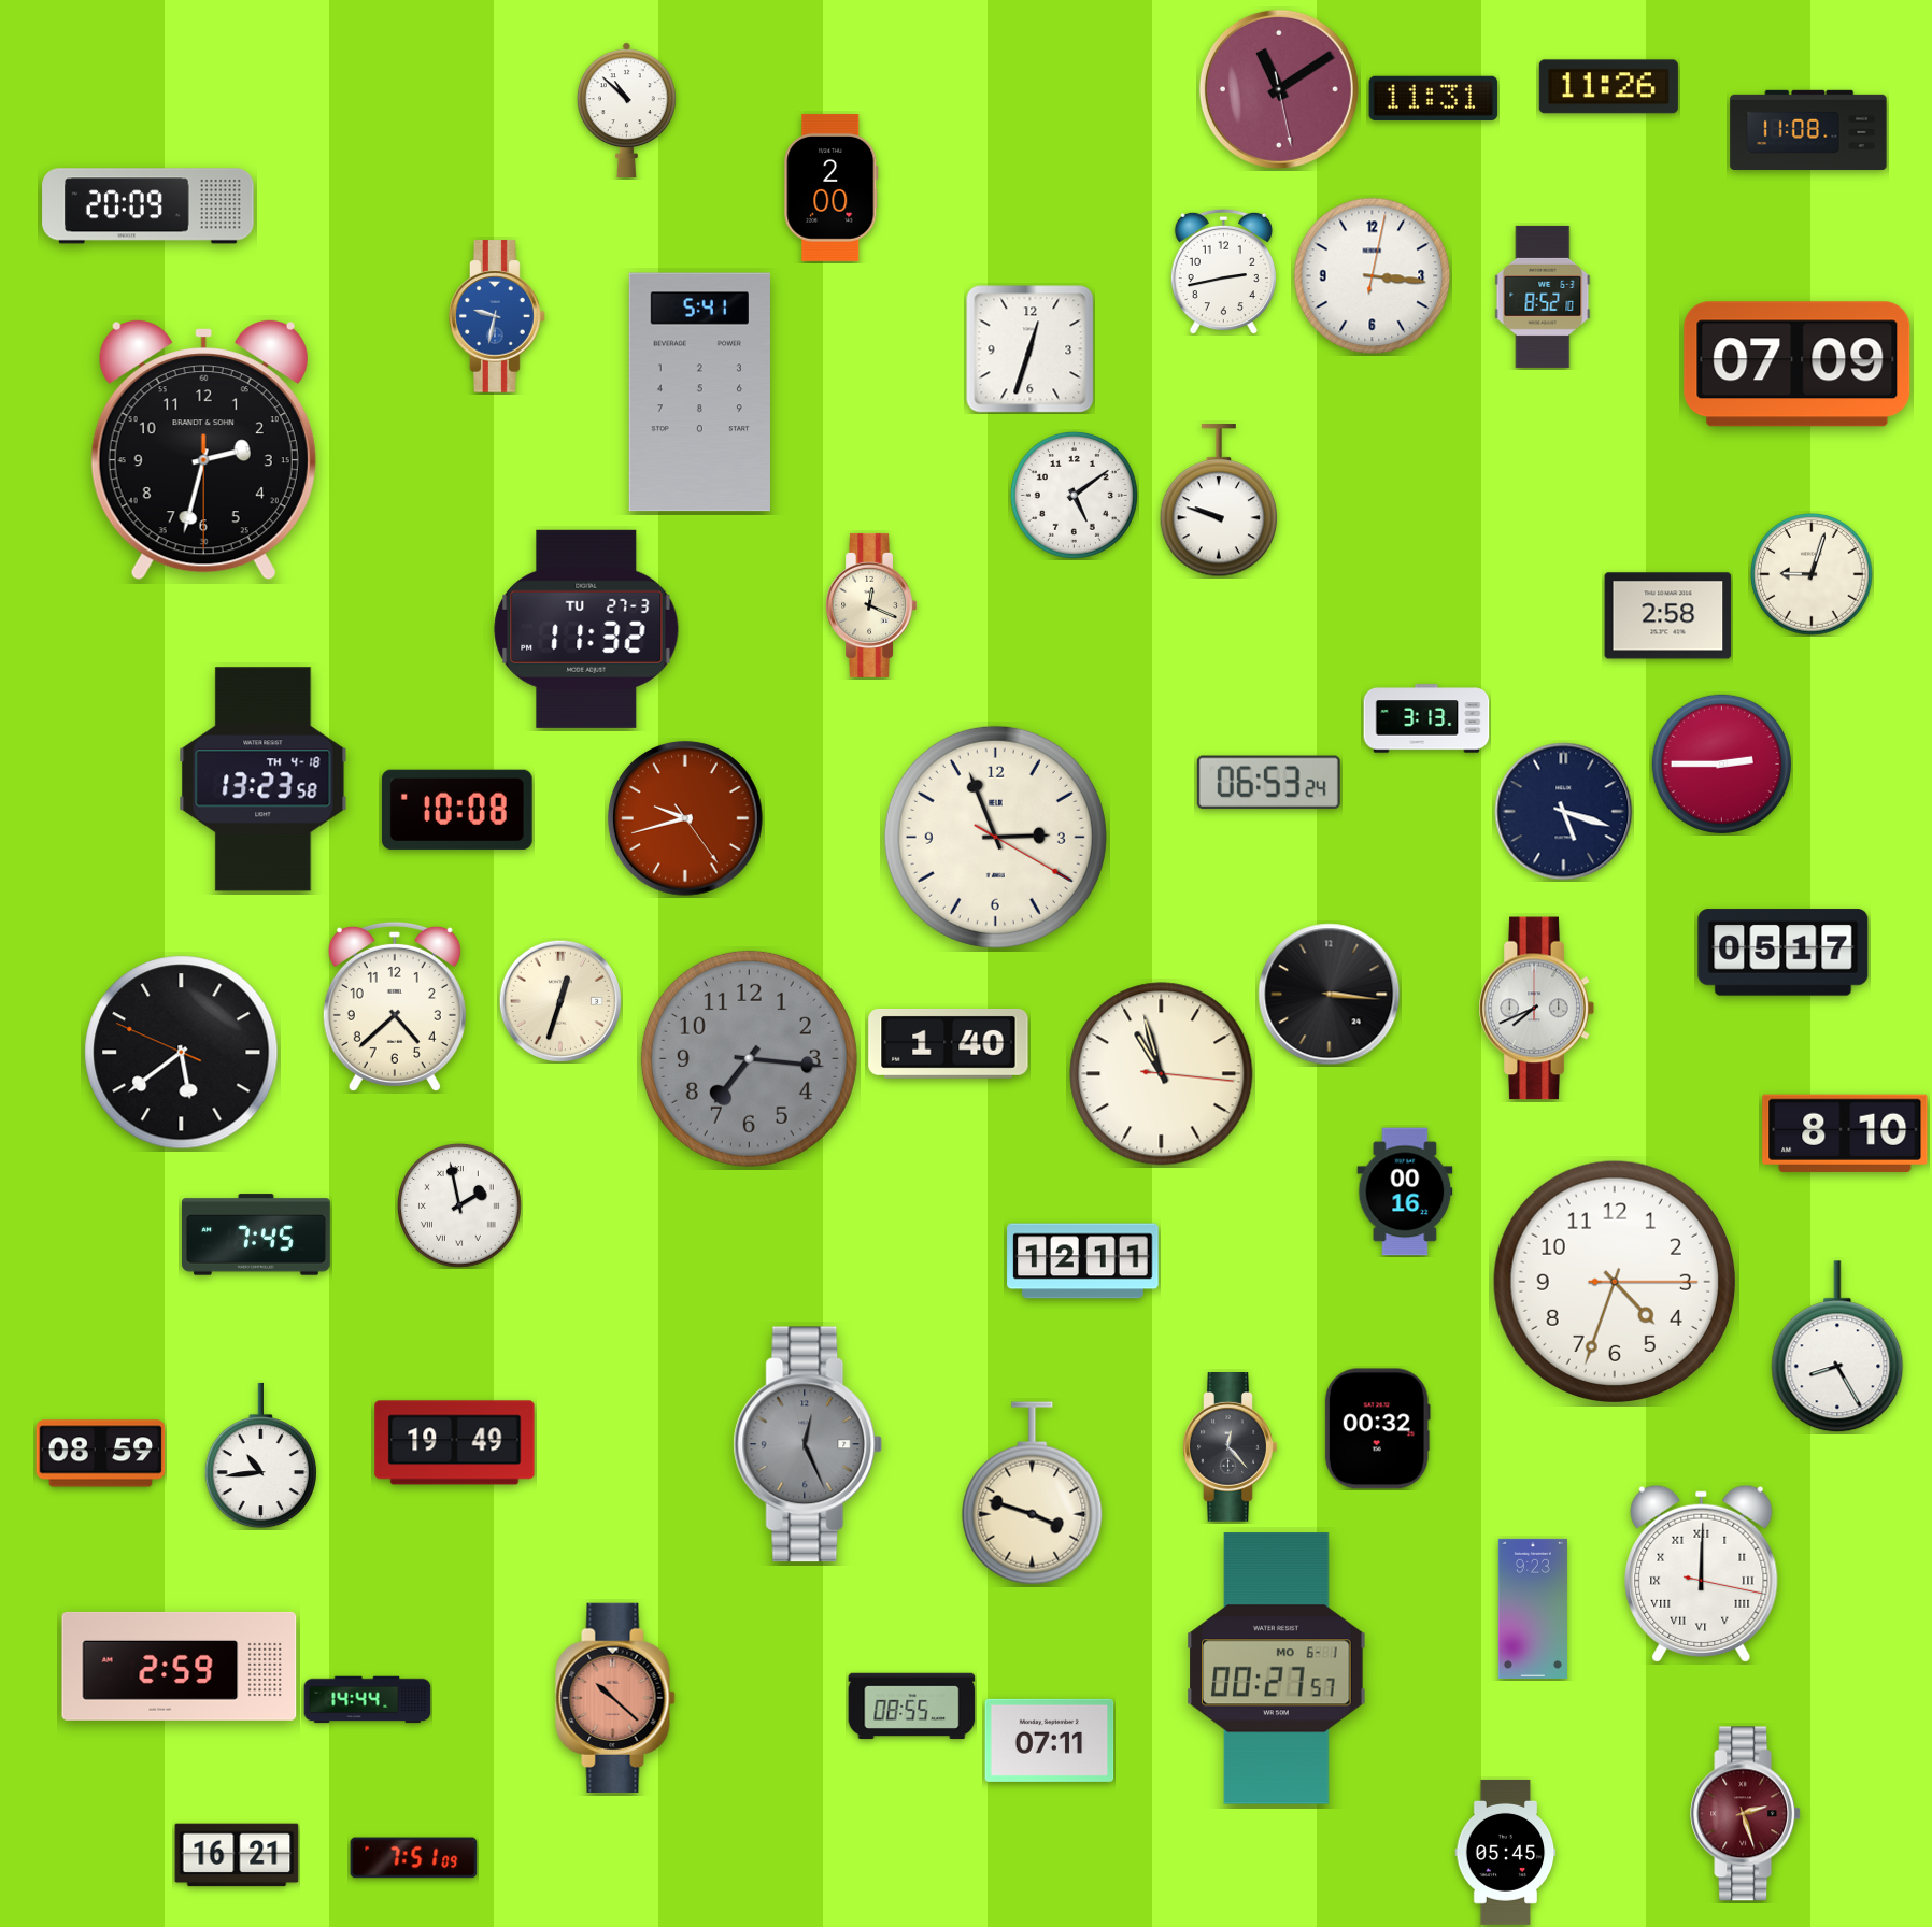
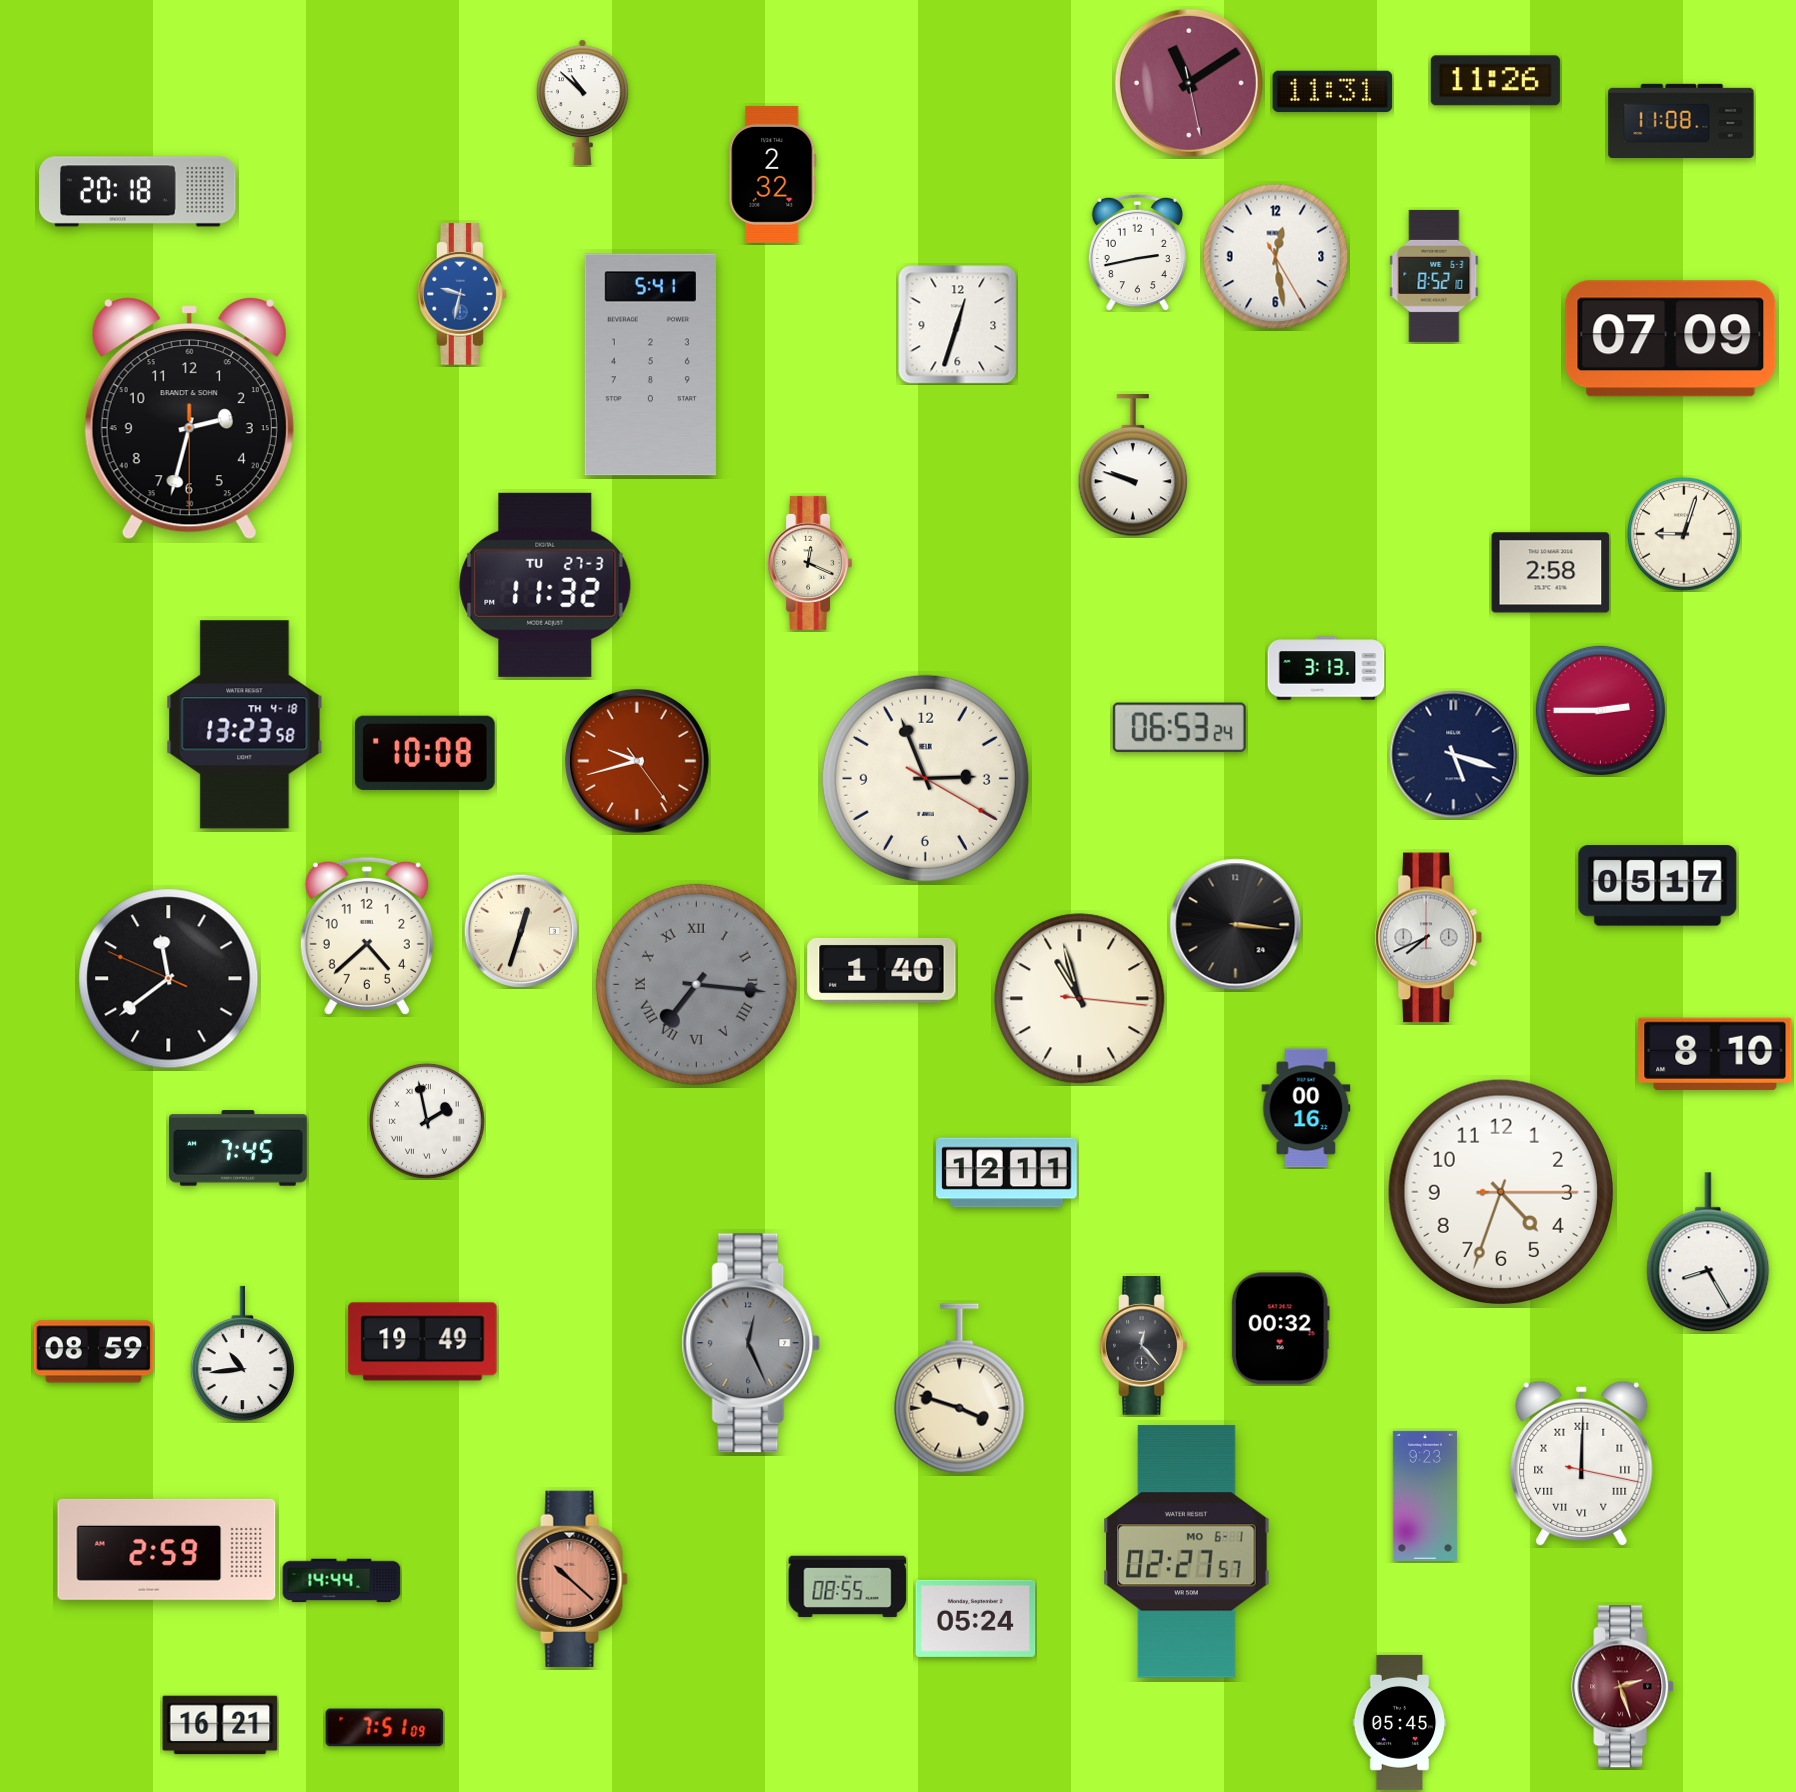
clock at (832, 187): 2:00 -> 2:32
clock at (148, 206): 20:09 -> 20:18
clock at (1373, 276): 3:16 -> 12:28
clock at (1074, 495): 5:09 -> none
clock at (182, 1053): 5:38 -> 11:38
clock at (749, 1058) numerals: Arabic -> Roman
clock at (1277, 1669): 00:27 -> 02:27
clock at (1050, 1740): 07:11 -> 05:24
